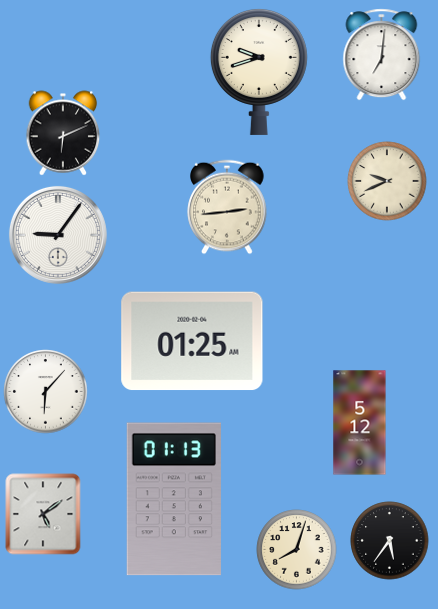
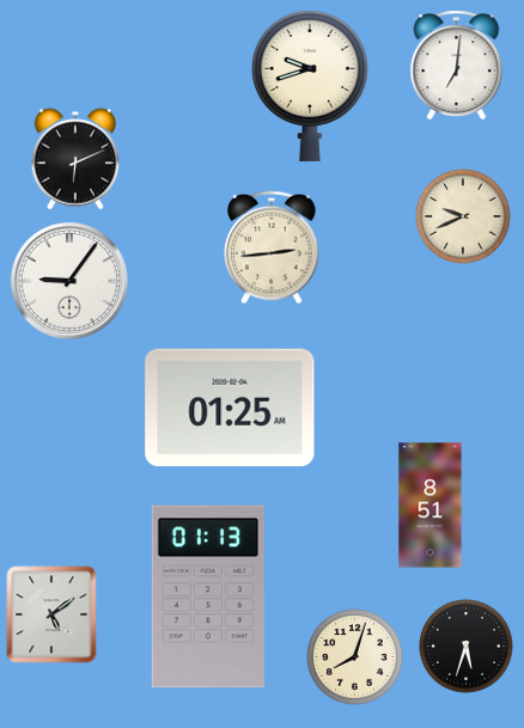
clock at (46, 392): 6:07 -> none
clock at (360, 423): 5:12 -> 8:51
clock at (390, 541): 5:36 -> 5:33
